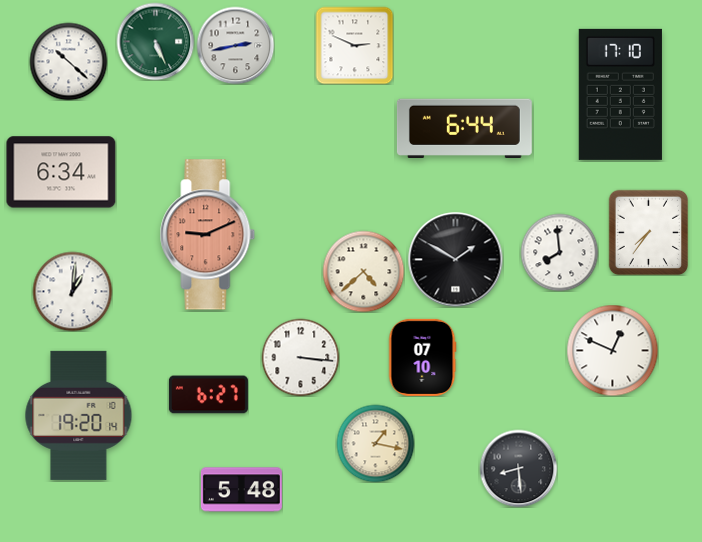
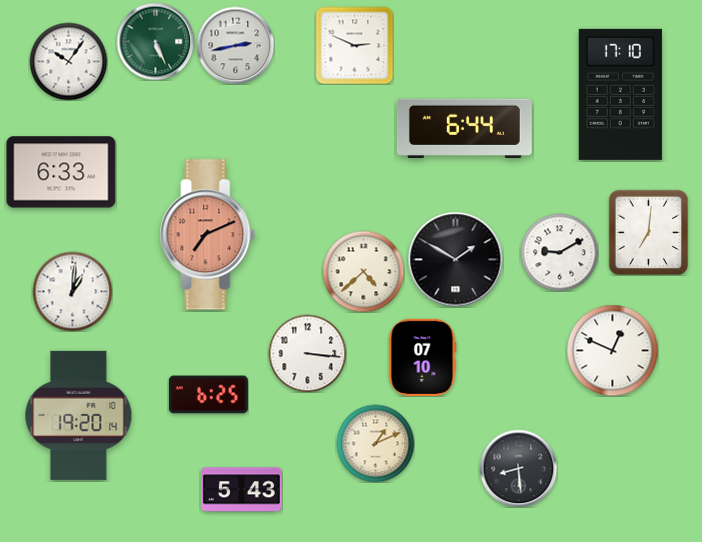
clock at (68, 61): 10:22 -> 10:06
clock at (61, 172): 6:34 -> 6:33
clock at (649, 232): 7:36 -> 7:01
clock at (208, 235): 9:11 -> 7:11
clock at (559, 252): 7:59 -> 9:10
clock at (300, 357) position: (300, 357) -> (307, 353)
clock at (208, 395): 6:27 -> 6:25
clock at (375, 443): 1:17 -> 1:11
clock at (241, 490): 5:48 -> 5:43
